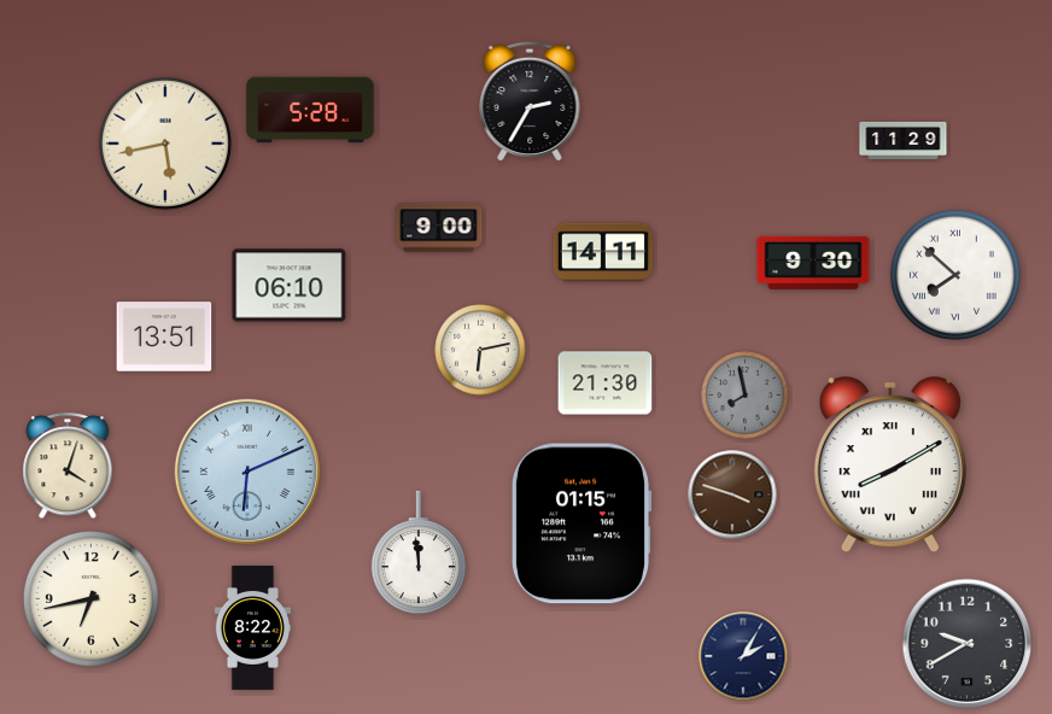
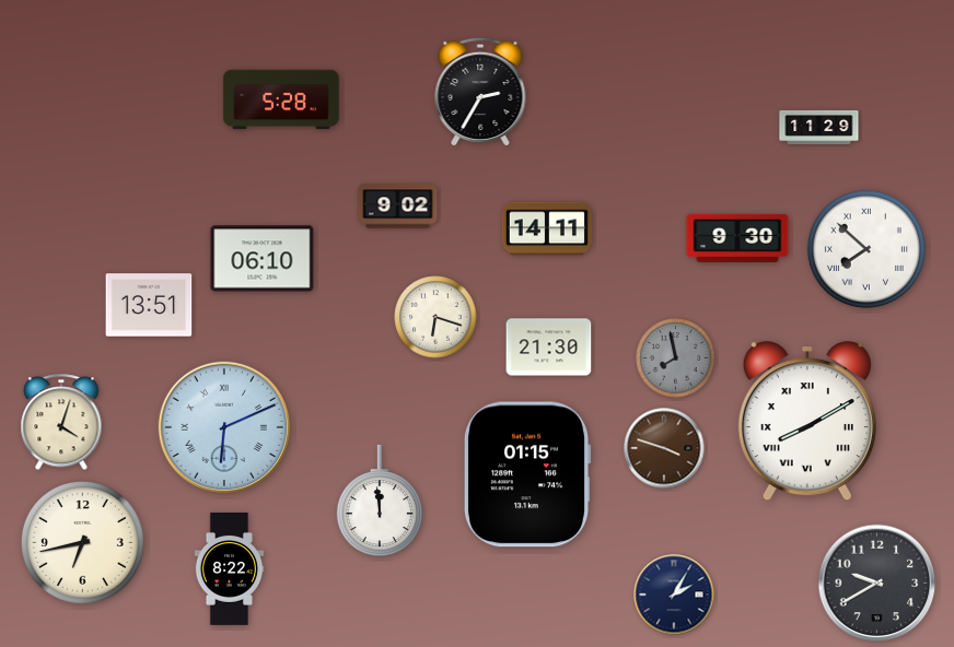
clock at (165, 144): 5:43 -> none
clock at (439, 228): 9:00 -> 9:02
clock at (480, 350): 6:13 -> 6:18
